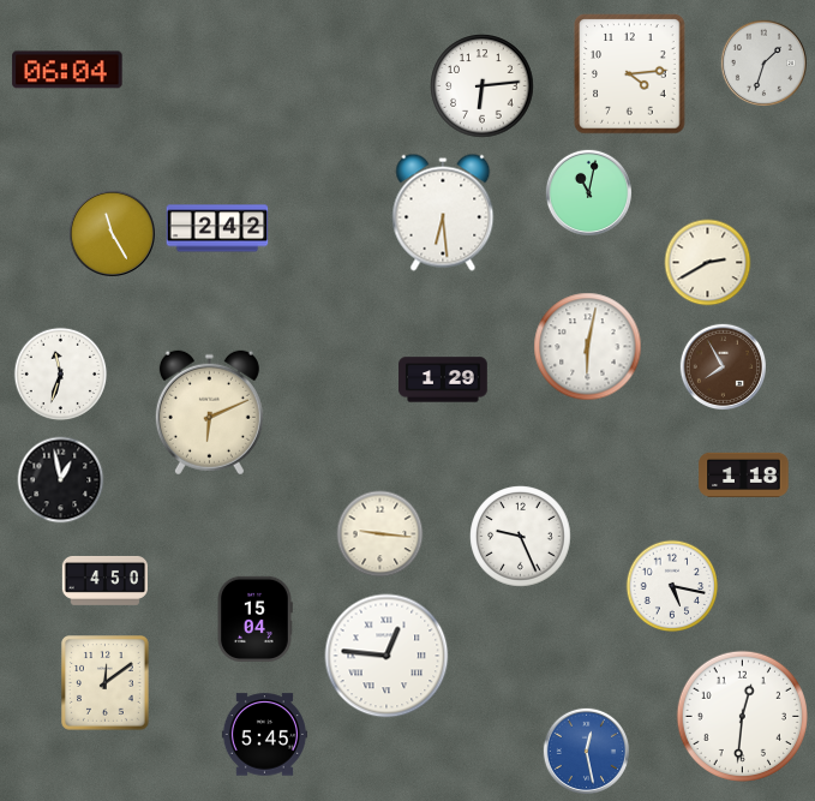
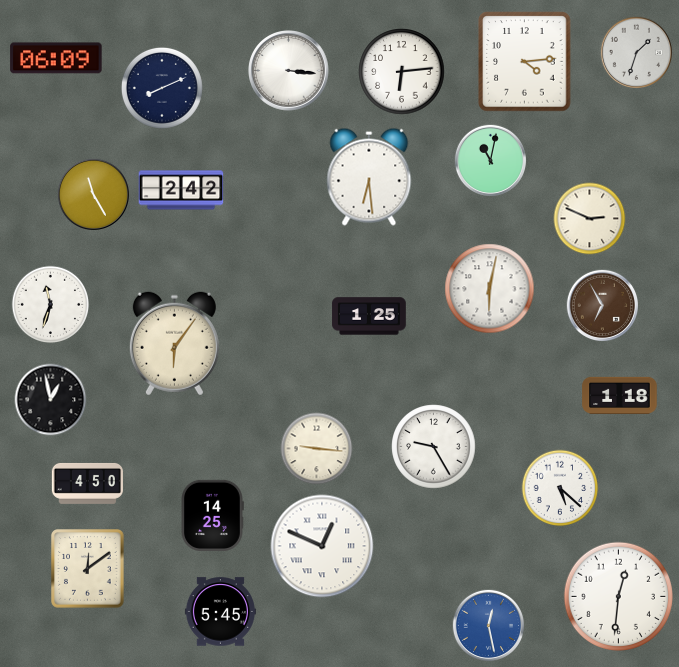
clock at (67, 70): 06:04 -> 06:09
clock at (289, 71): none -> 3:16
clock at (162, 88): none -> 8:11
clock at (708, 263): 2:40 -> 2:49
clock at (723, 366): 7:55 -> 6:55
clock at (61, 375) position: (61, 375) -> (51, 305)
clock at (443, 379): 1:29 -> 1:25
clock at (209, 413): 6:11 -> 6:06
clock at (380, 534) position: (380, 534) -> (317, 449)
clock at (521, 537): 9:26 -> 9:25
clock at (672, 586): 5:17 -> 5:22
clock at (254, 618): 15:04 -> 14:25
clock at (386, 656): 12:46 -> 12:49
